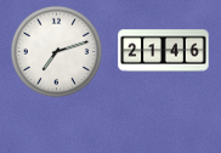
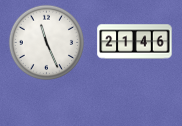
clock at (57, 52): 7:12 -> 11:26
